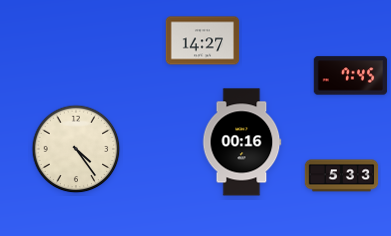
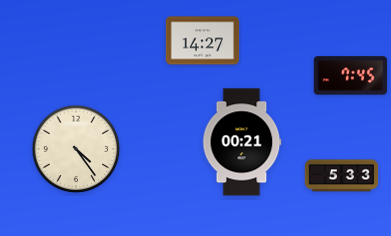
clock at (242, 142): 00:16 -> 00:21
